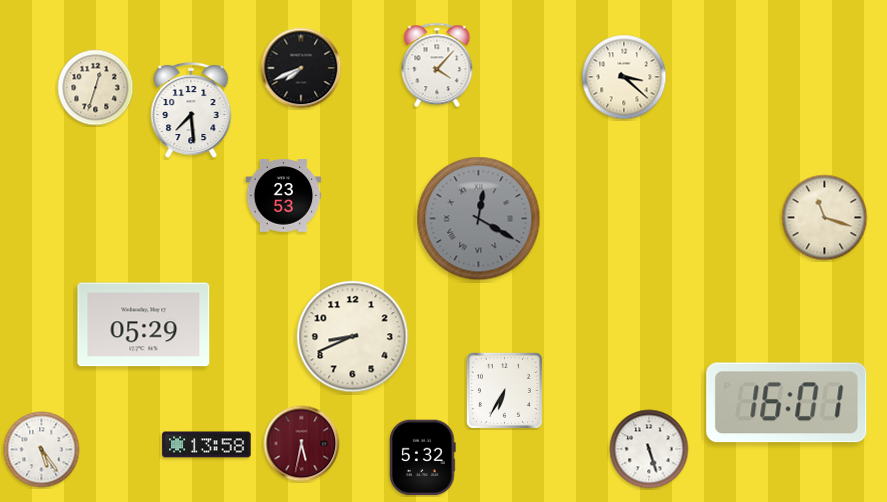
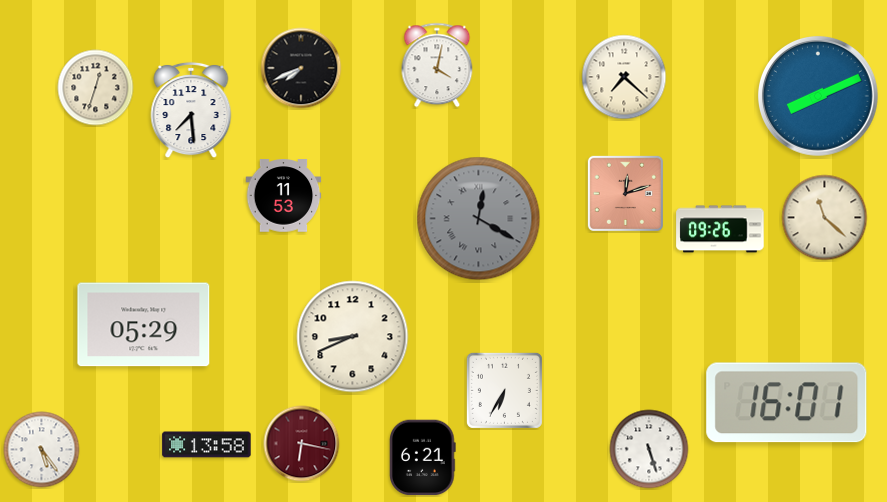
clock at (437, 65): 4:07 -> 4:02
clock at (624, 77): 3:22 -> 7:22
clock at (818, 96): none -> 8:11
clock at (625, 193): none -> 12:12
clock at (284, 196): 23:53 -> 11:53
clock at (825, 218): 11:18 -> 11:22
clock at (720, 229): none -> 09:26
clock at (302, 444): 5:32 -> 6:17
clock at (423, 458): 5:32 -> 6:21
